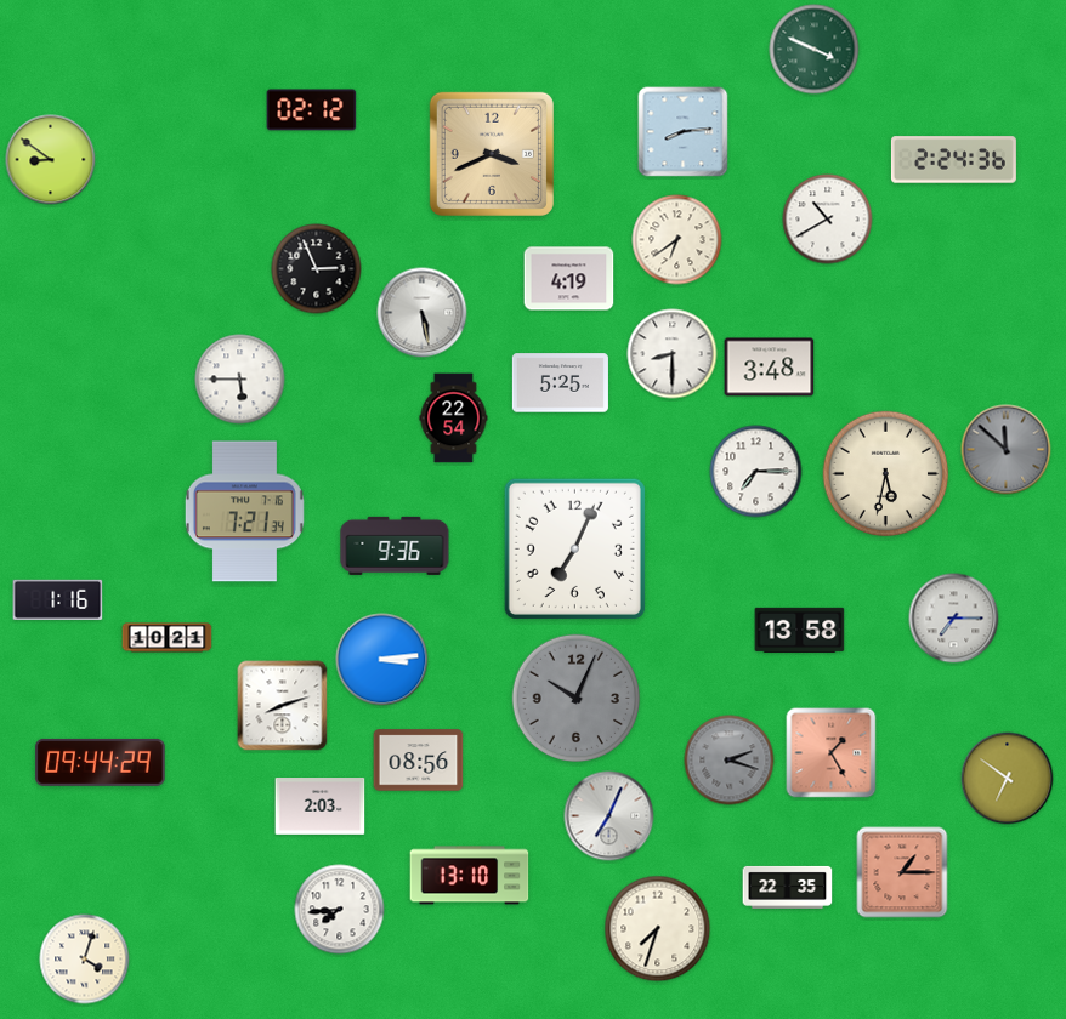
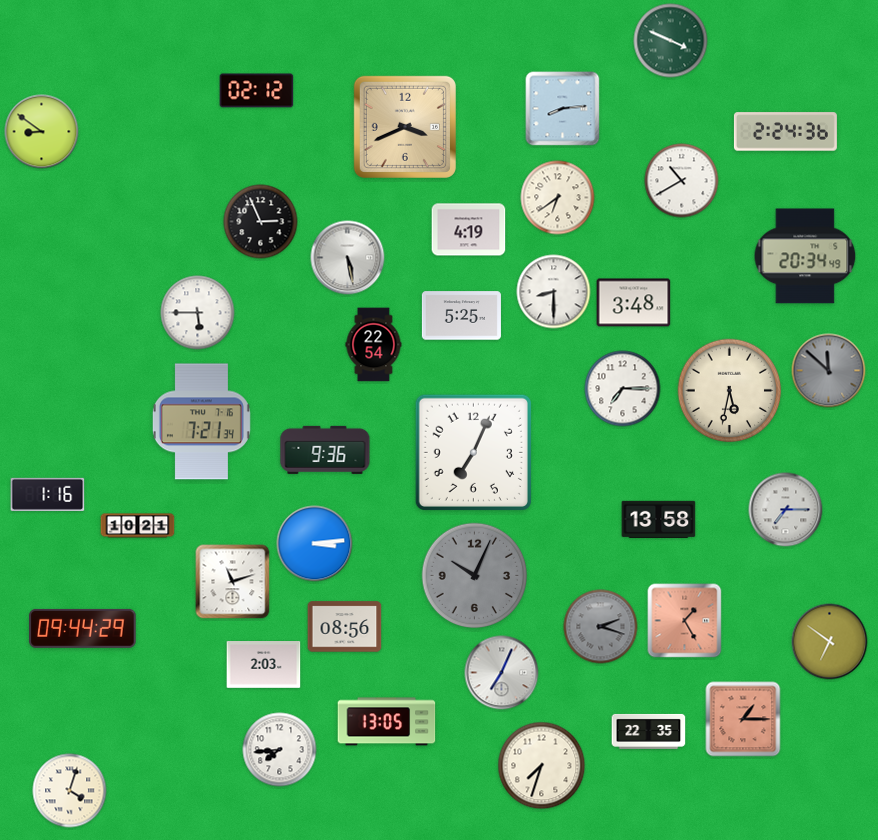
clock at (805, 256): none -> 20:34
clock at (283, 706): 8:12 -> 11:12
clock at (470, 876): 13:10 -> 13:05
